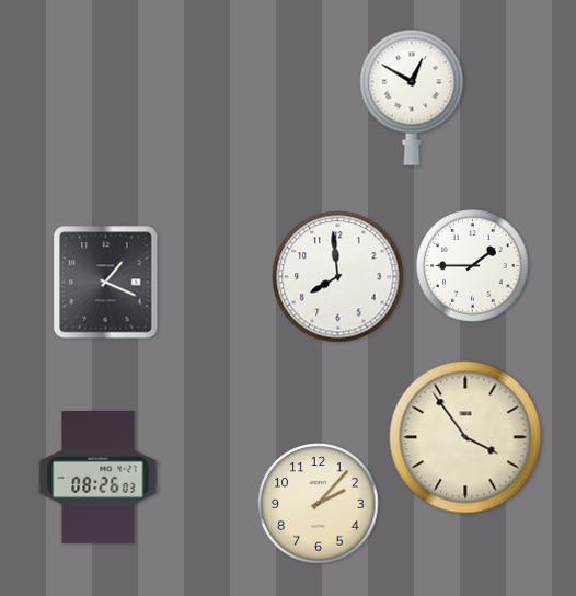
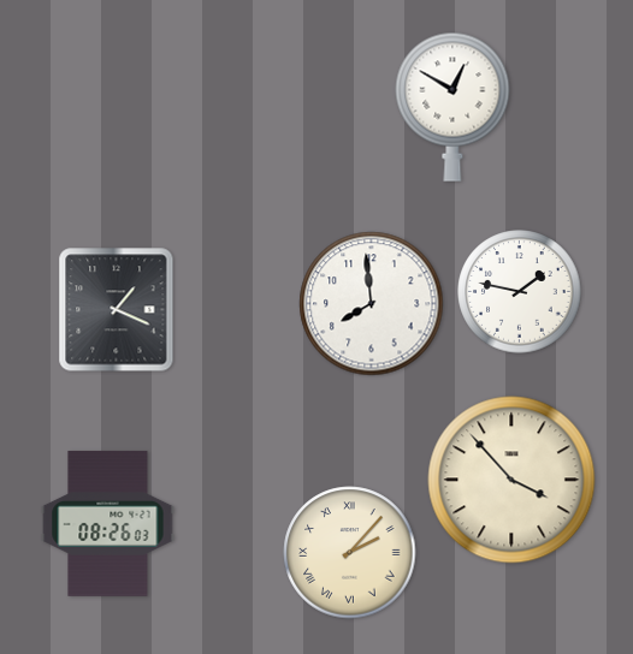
clock at (473, 266): 1:45 -> 1:47
clock at (465, 437): 3:54 -> 3:53
clock at (319, 504) numerals: Arabic -> Roman
